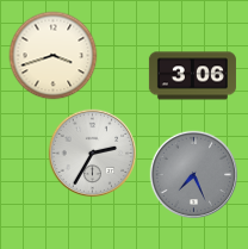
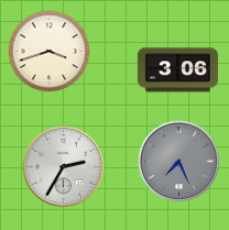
clock at (93, 154) position: (93, 154) -> (64, 167)
